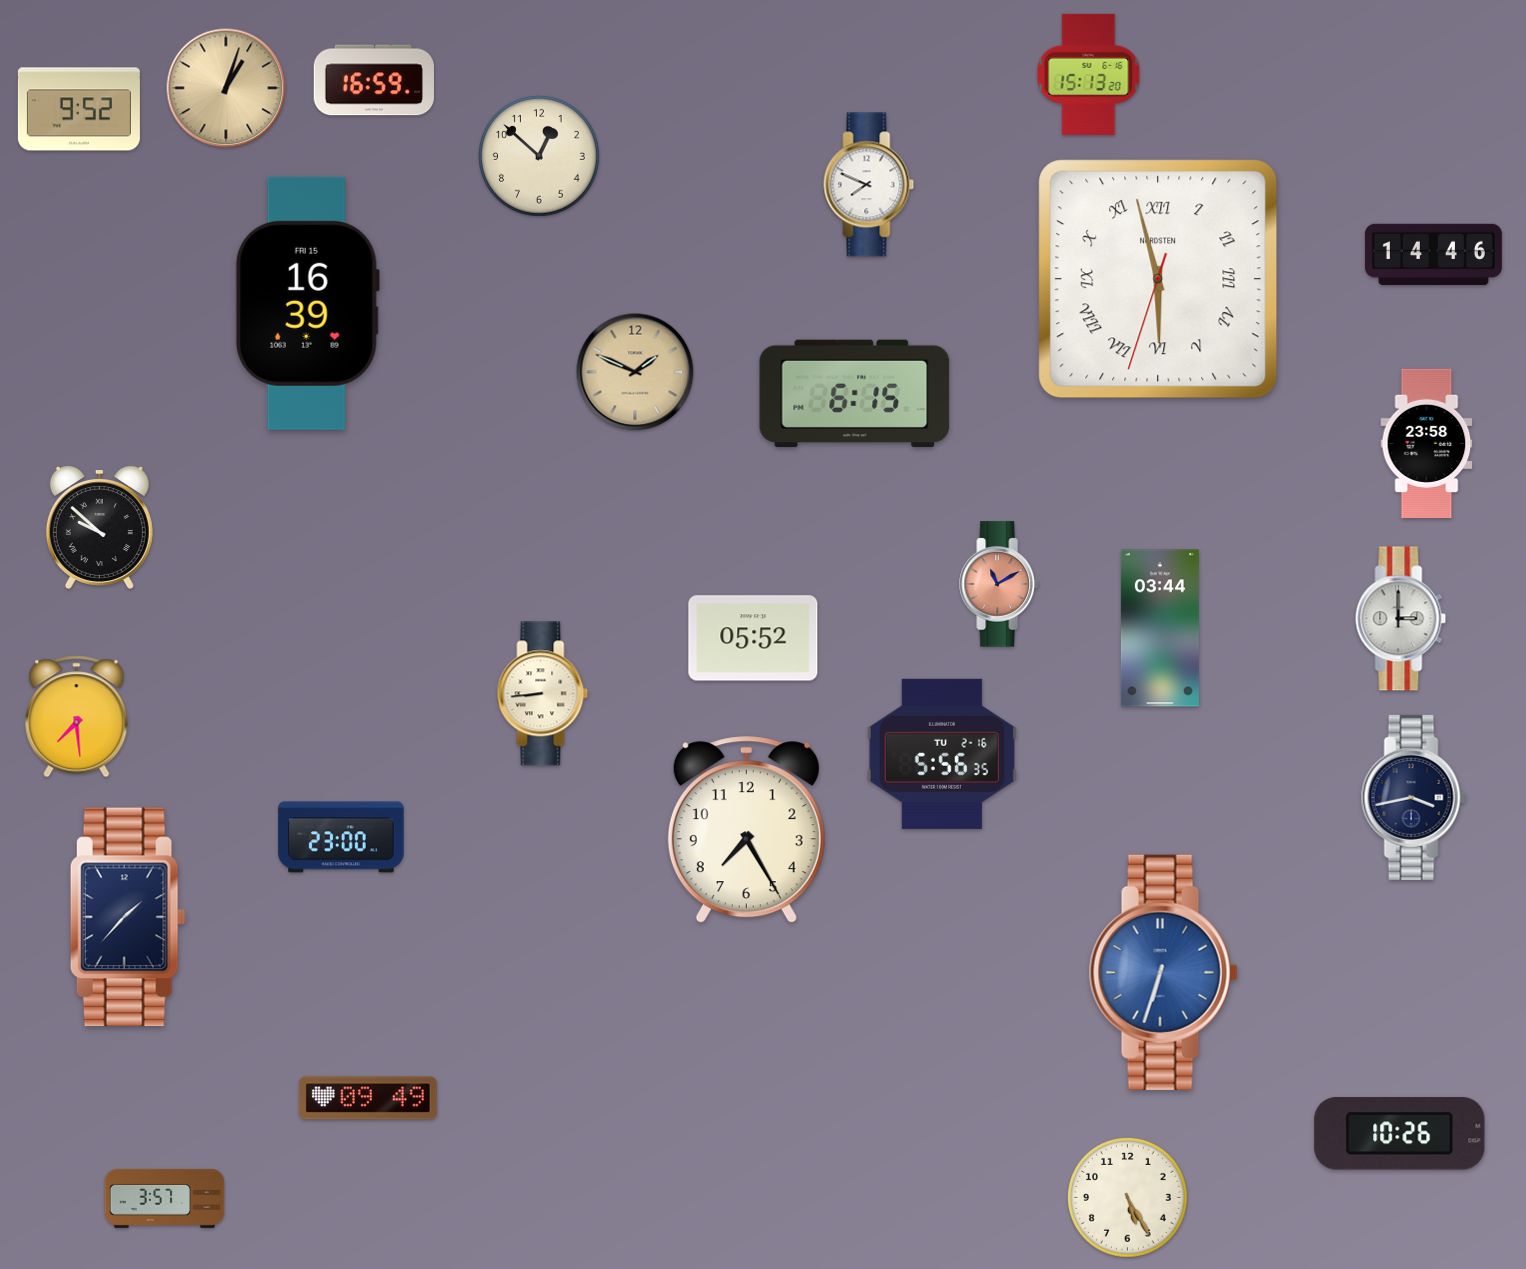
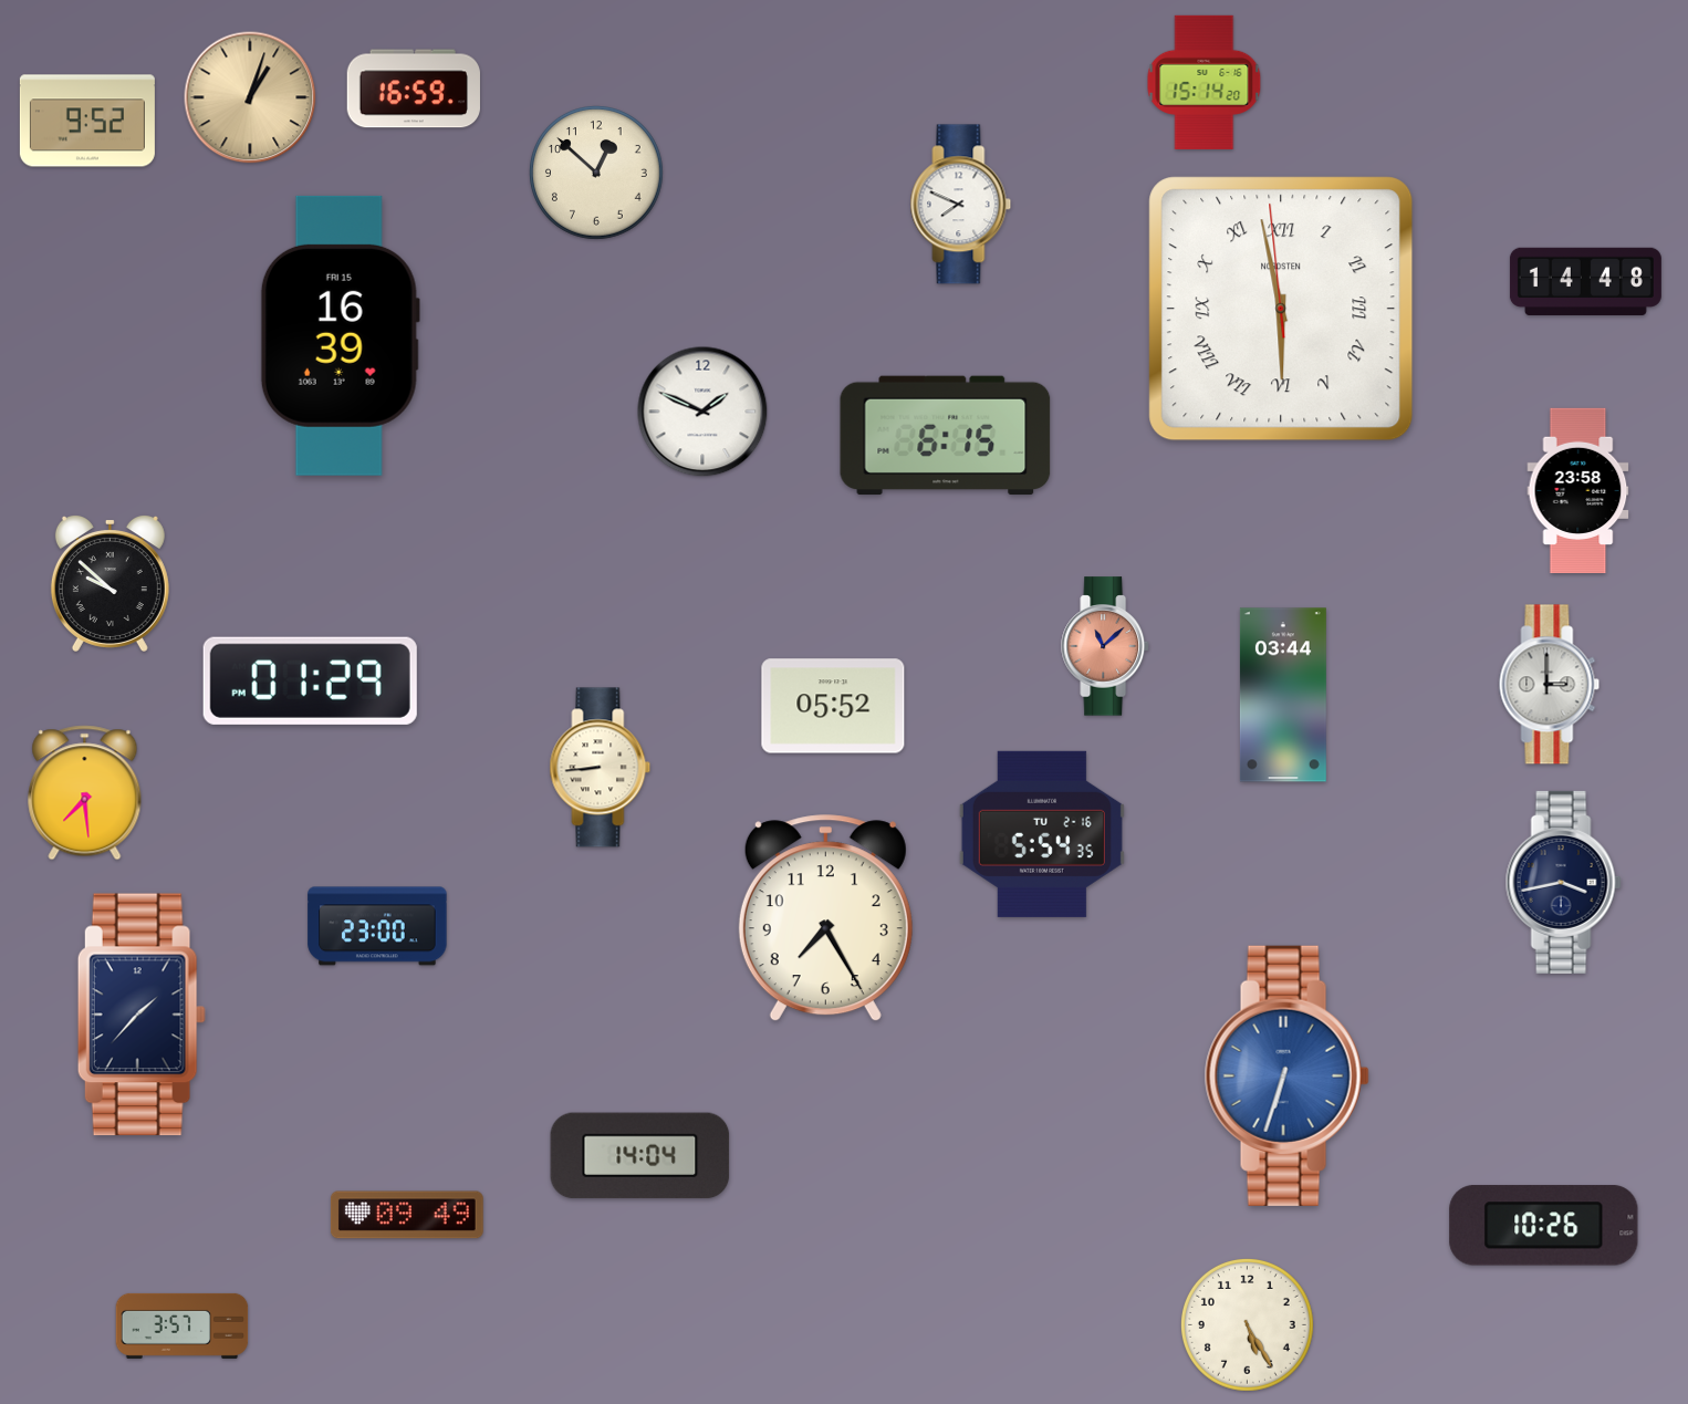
clock at (1089, 74): 15:13 -> 15:14
clock at (1433, 254): 14:46 -> 14:48
clock at (1158, 279): 5:57:33 -> 5:57:59
clock at (635, 372) dial: champagne -> white
clock at (999, 584): 11:10 -> 11:08
clock at (310, 680): none -> 01:29
clock at (942, 754): 5:56 -> 5:54
clock at (640, 1156): none -> 14:04
clock at (1400, 1134) position: (1400, 1134) -> (1544, 1226)
